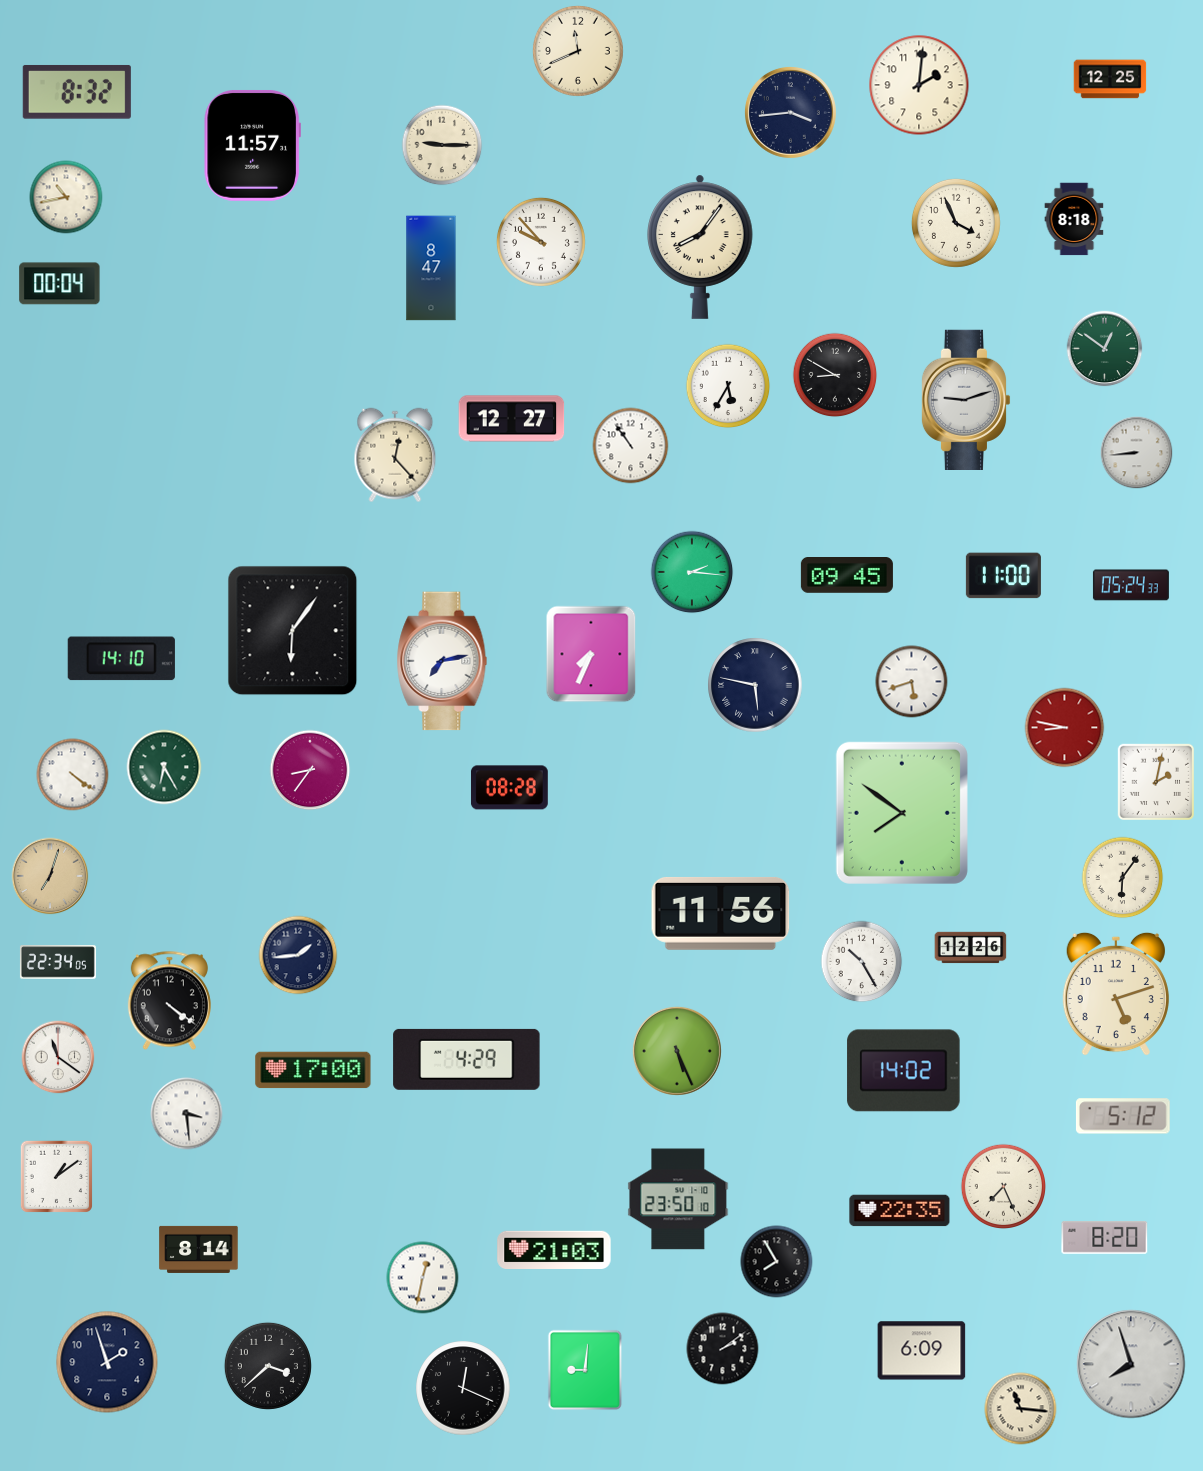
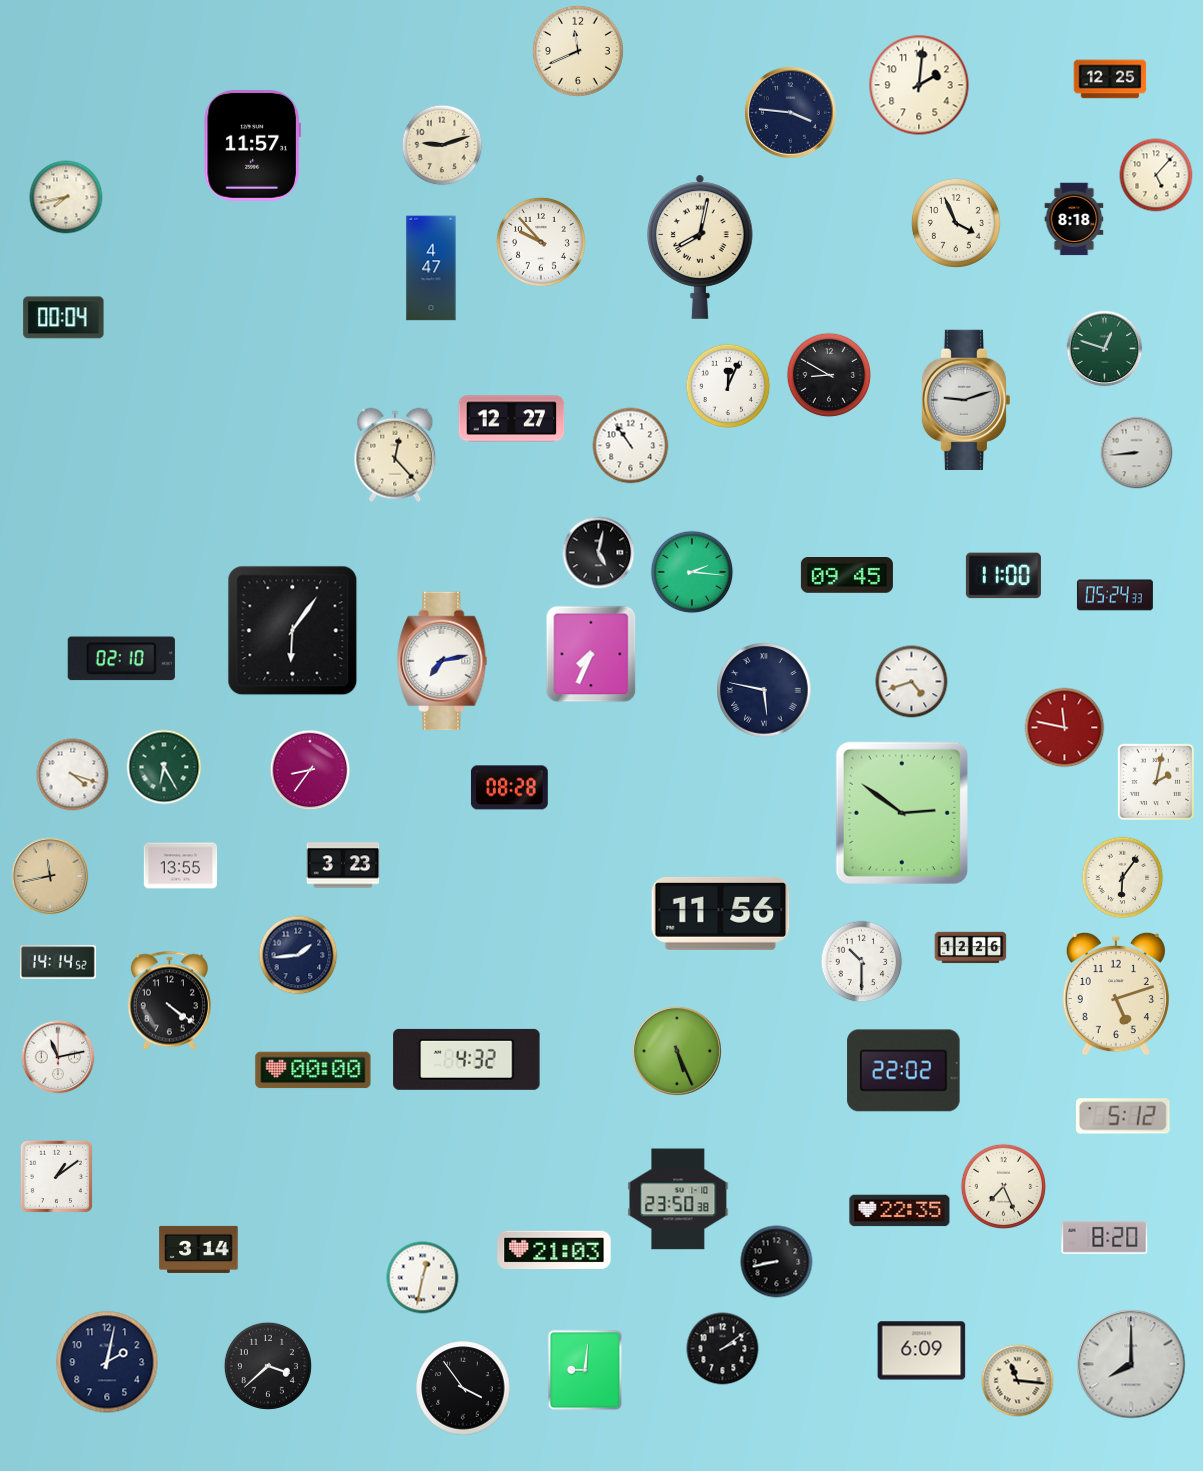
clock at (77, 92): 8:32 -> none
clock at (790, 112): 3:44 -> 3:46
clock at (442, 145): 9:15 -> 9:12
clock at (1156, 175): none -> 5:07
clock at (66, 197): 10:43 -> 7:43
clock at (700, 247): 8:06 -> 8:02
clock at (431, 268): 8:47 -> 4:47
clock at (60, 284) position: (60, 284) -> (64, 318)
clock at (1105, 349): 12:51 -> 12:48
clock at (835, 375) position: (835, 375) -> (829, 375)
clock at (728, 386): 5:35 -> 12:04
clock at (599, 553): none -> 5:02
clock at (1131, 585) position: (1131, 585) -> (1115, 595)
clock at (121, 659): 14:10 -> 02:10
clock at (912, 682): 5:42 -> 4:42
clock at (755, 685) position: (755, 685) -> (764, 690)
clock at (1065, 728): 8:47 -> 11:47
clock at (73, 775): 4:21 -> 4:18
clock at (902, 813): 7:51 -> 2:51
clock at (343, 865): none -> 3:23
clock at (181, 866): none -> 13:55
clock at (50, 876): 7:03 -> 11:43
clock at (58, 962): 22:34 -> 14:14
clock at (862, 962): 10:25 -> 10:30
clock at (58, 1057): 11:21 -> 11:13
clock at (467, 1059): 4:29 -> 4:32
clock at (313, 1070): 17:00 -> 00:00
clock at (904, 1071): 14:02 -> 22:02
clock at (187, 1114): 3:29 -> none
clock at (678, 1199): 23:50:10 -> 23:50:38
clock at (199, 1249): 8:14 -> 3:14
clock at (777, 1262): 7:55 -> 8:43
clock at (107, 1362): 1:57 -> 2:02
clock at (1131, 1364): 7:57 -> 8:00
clock at (463, 1388): 12:19 -> 3:54
clock at (1021, 1409) position: (1021, 1409) -> (1018, 1381)
